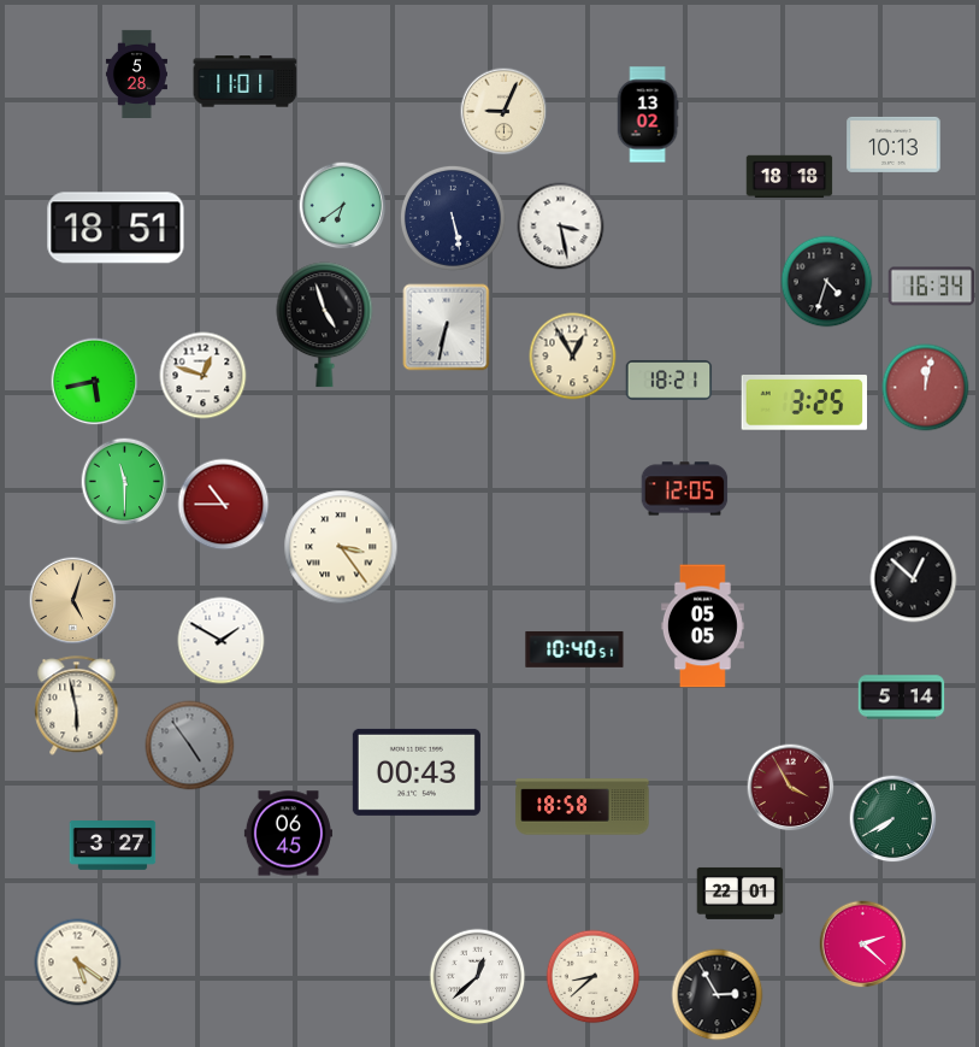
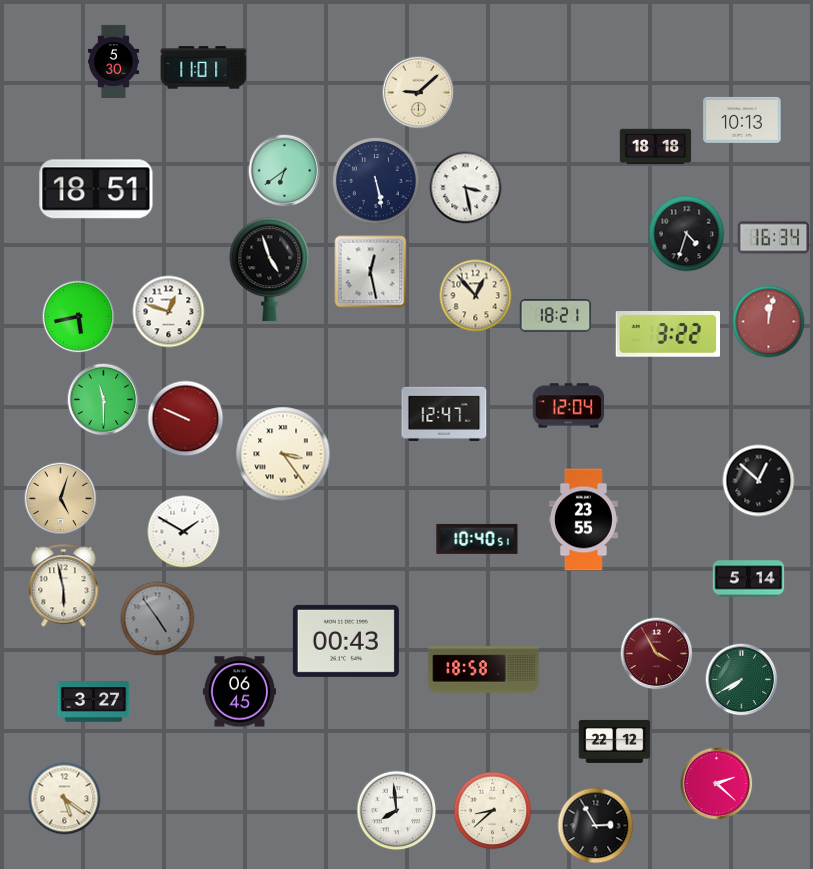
clock at (136, 73): 5:28 -> 5:30
clock at (505, 112): 9:04 -> 9:08
clock at (648, 114): 13:02 -> none
clock at (447, 328): 6:32 -> 12:28
clock at (573, 357): 12:55 -> 12:53
clock at (803, 404): 3:25 -> 3:22
clock at (685, 489): 12:05 -> 12:04
clock at (444, 414): none -> 12:47
clock at (224, 505): 10:45 -> 9:49
clock at (702, 627): 05:05 -> 23:55
clock at (741, 893): 22:01 -> 22:12
clock at (478, 977): 12:38 -> 7:59
